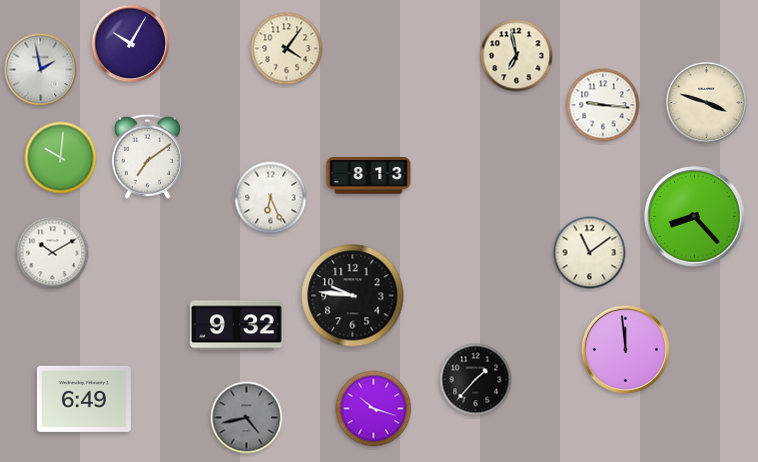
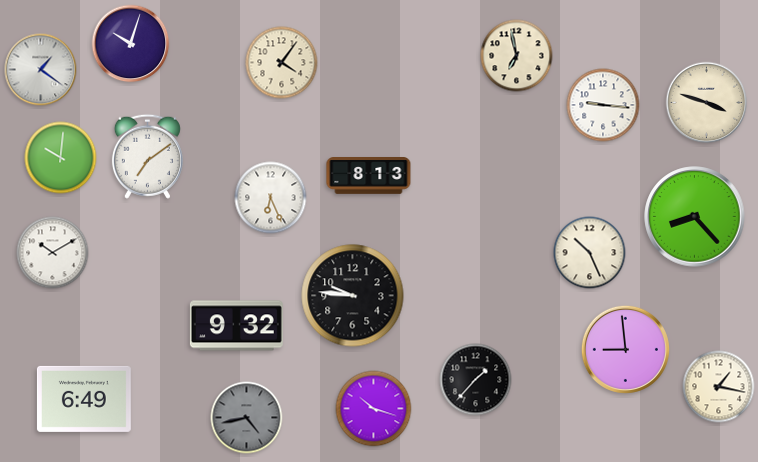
clock at (131, 44): 10:05 -> 10:03
clock at (287, 49) position: (287, 49) -> (282, 63)
clock at (41, 70): 1:58 -> 1:21
clock at (590, 253): 11:09 -> 10:26
clock at (625, 349): 11:59 -> 8:59
clock at (719, 387): none -> 1:17
